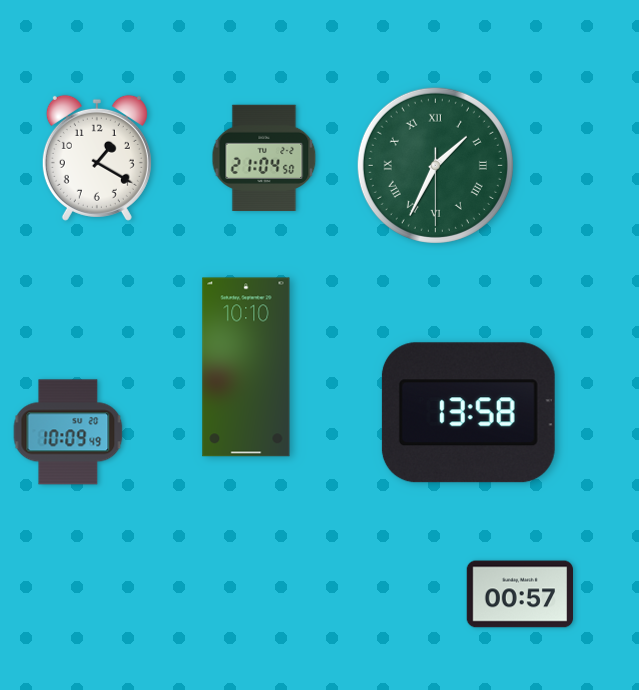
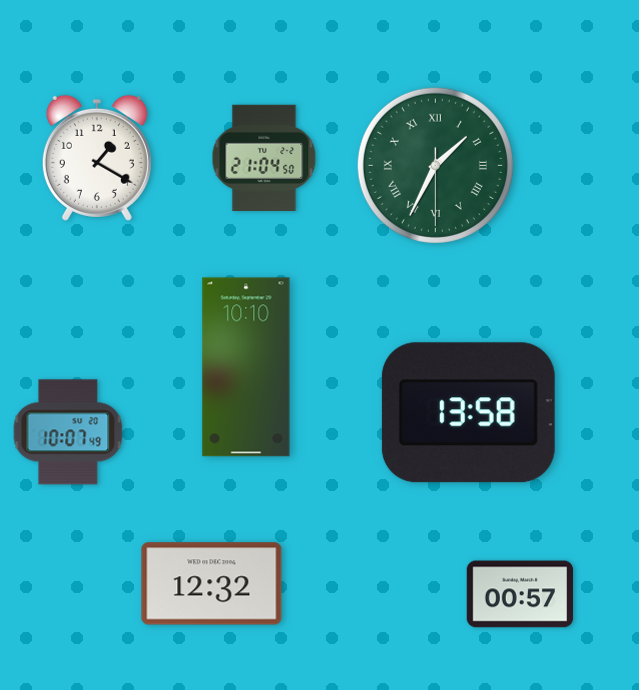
clock at (68, 432): 10:09 -> 10:07
clock at (212, 584): none -> 12:32
